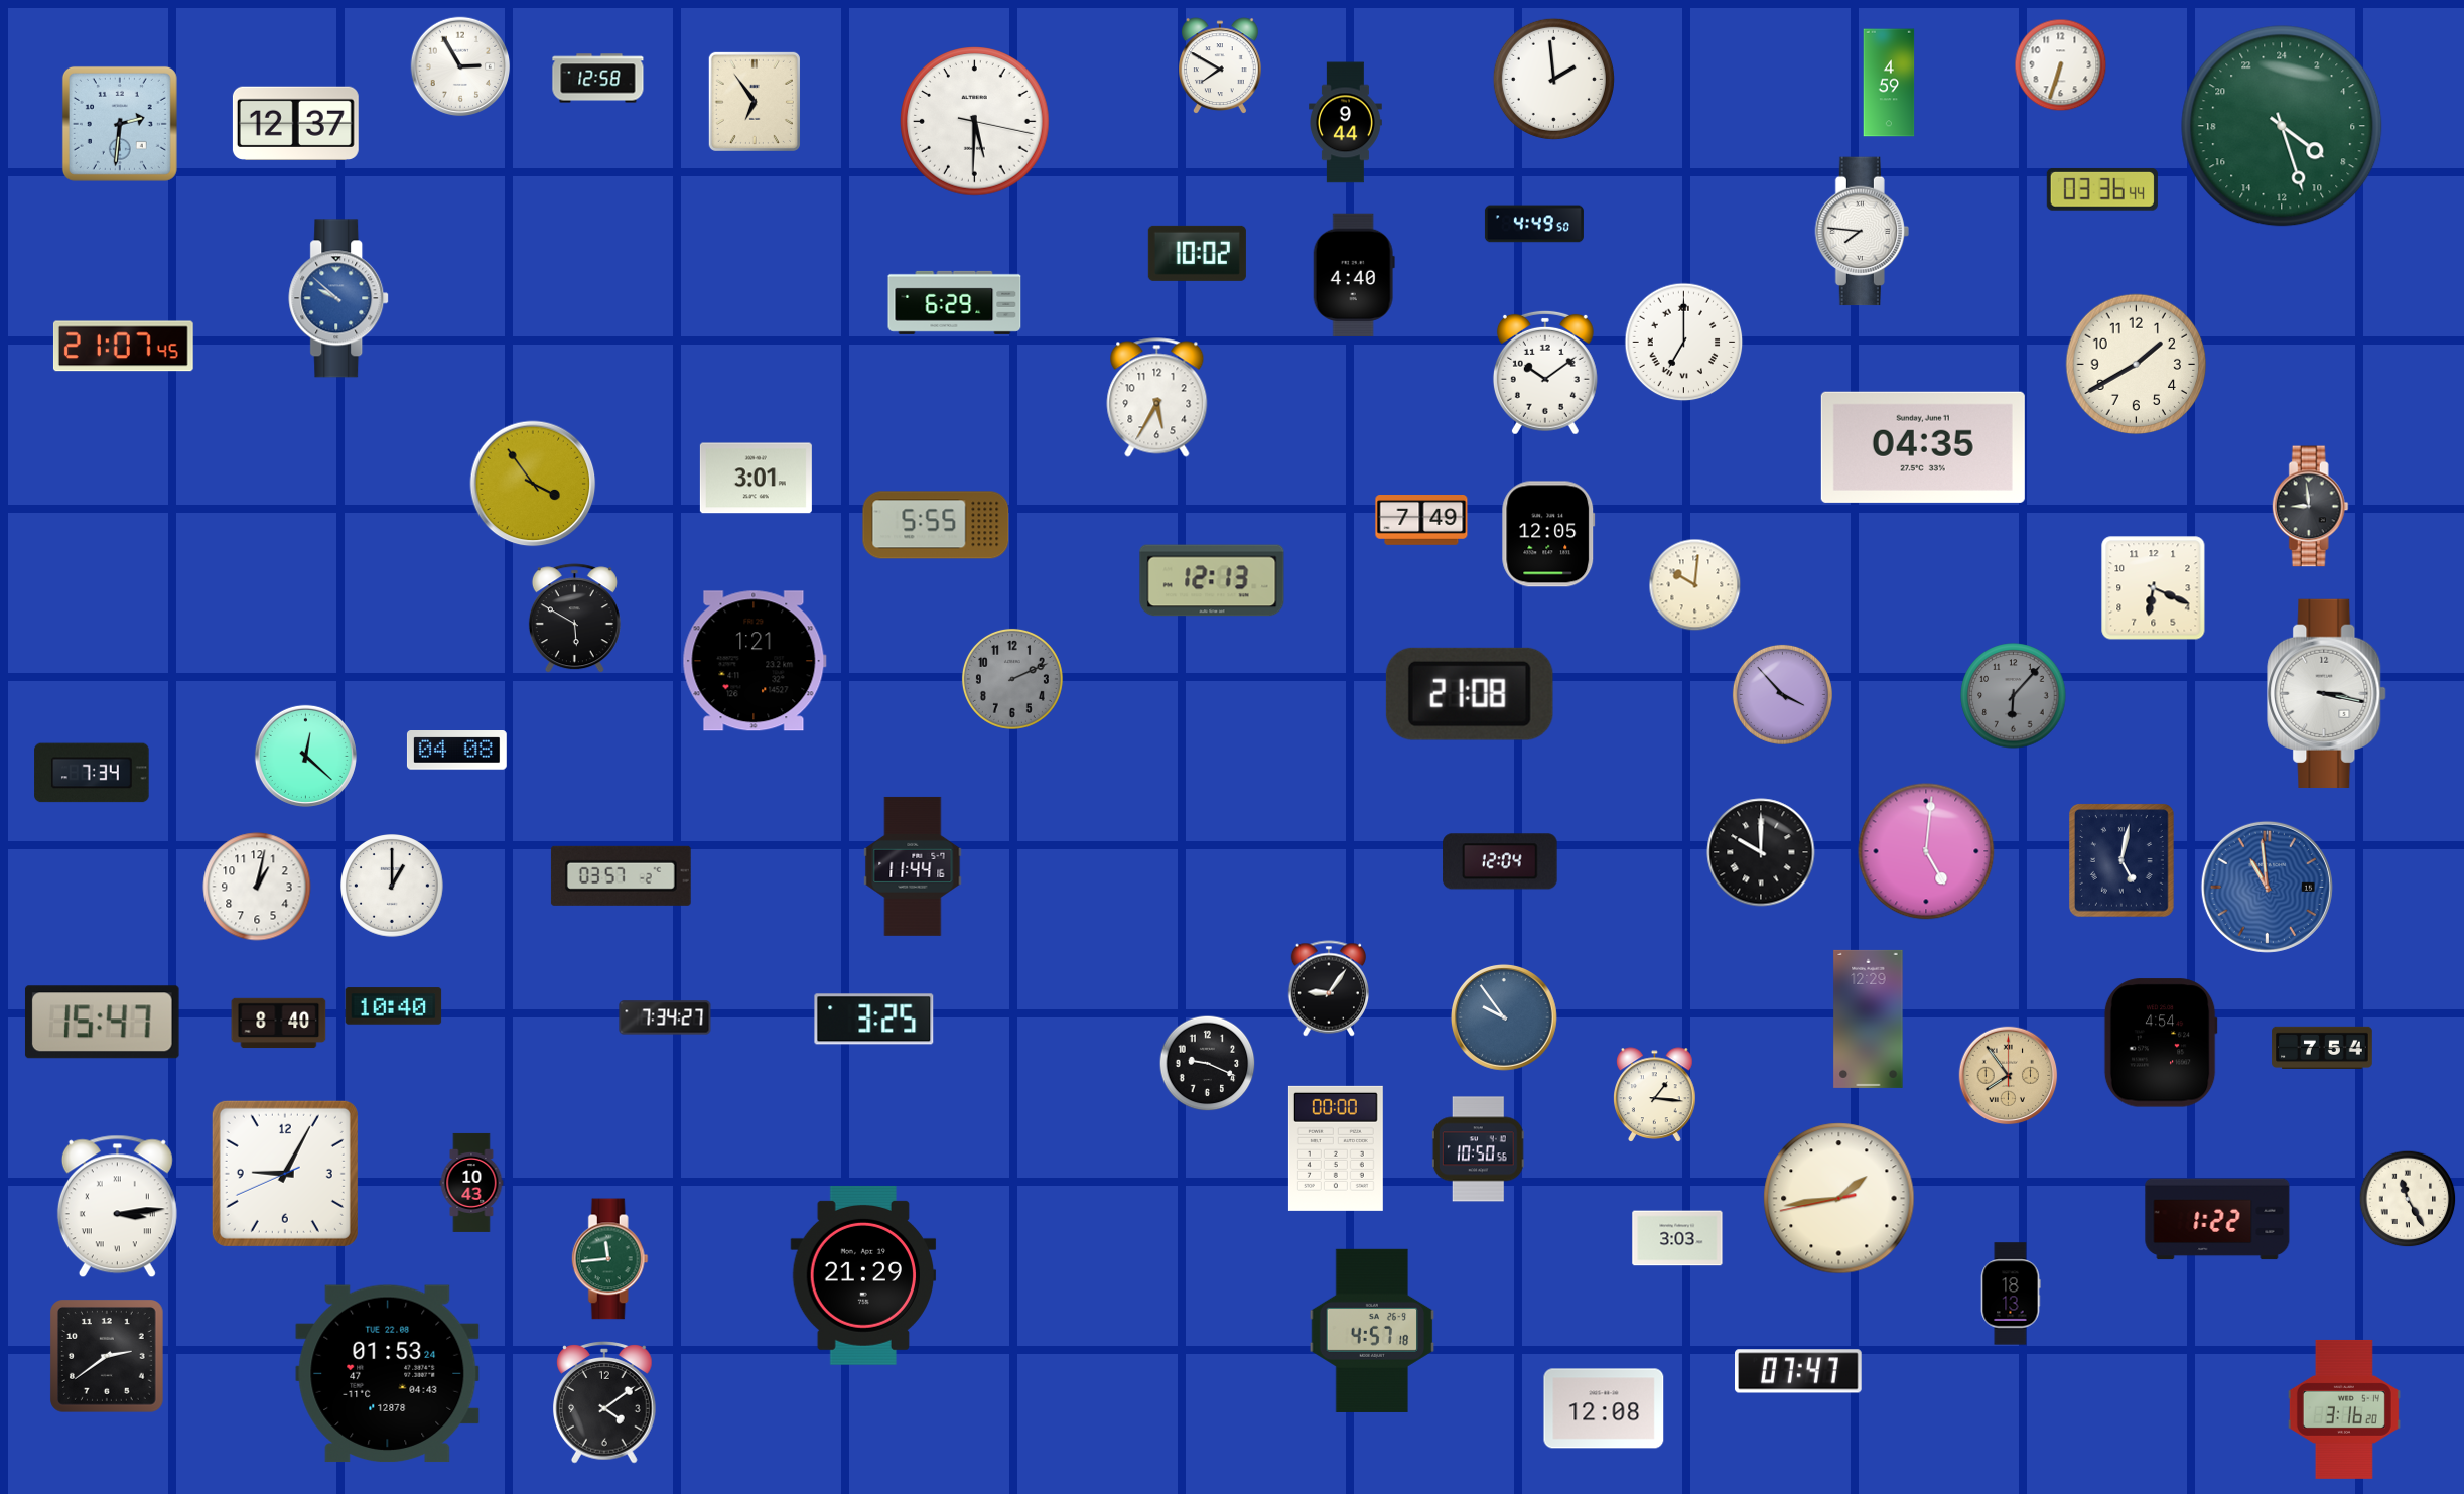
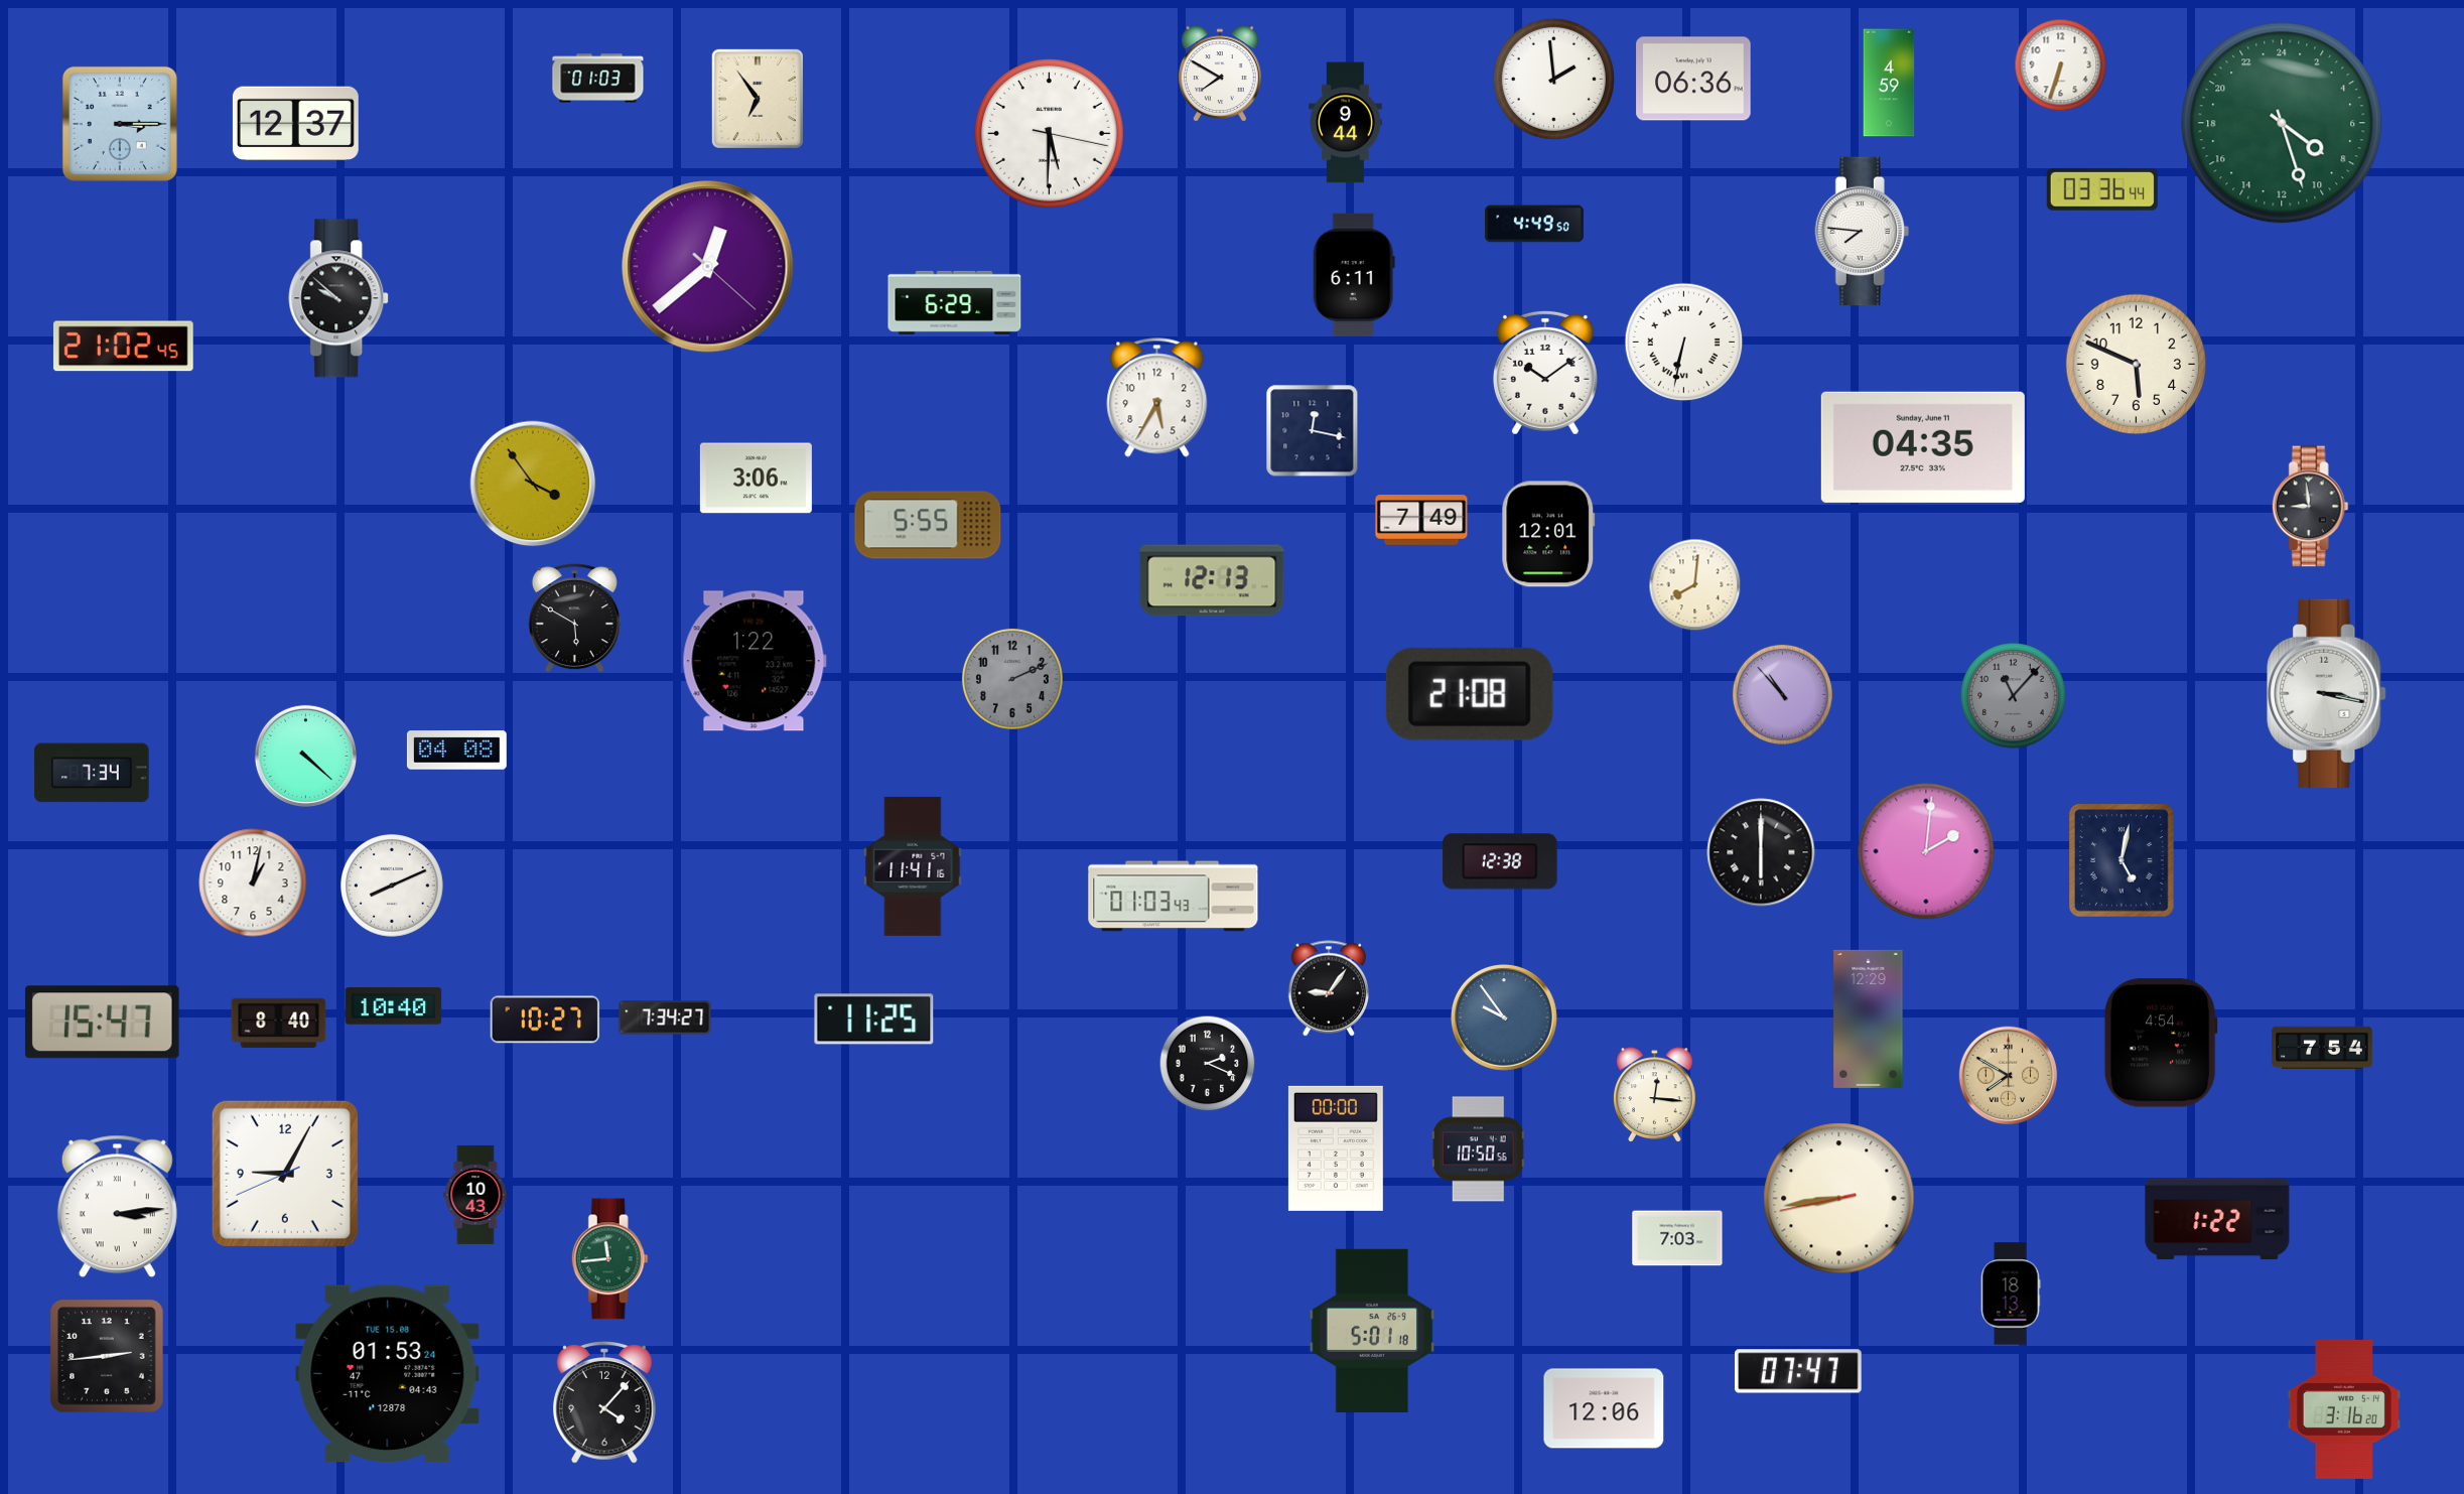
clock at (460, 66): 2:55 -> none
clock at (1220, 66) position: (1220, 66) -> (1220, 75)
clock at (598, 79): 12:58 -> 01:03
clock at (1693, 79): none -> 06:36
clock at (755, 102) position: (755, 102) -> (758, 99)
clock at (975, 122) position: (975, 122) -> (1050, 134)
clock at (120, 124): 2:31 -> 3:15
clock at (2282, 126) position: (2282, 126) -> (2282, 123)
clock at (1197, 253): 10:02 -> none
clock at (708, 267): none -> 12:38
clock at (1354, 274): 4:40 -> 6:11
clock at (339, 298) dial: blue -> black
clock at (1684, 343): 7:00 -> 6:32
clock at (123, 347): 21:07 -> 21:02
clock at (2137, 365): 1:40 -> 5:49
clock at (1313, 431): none -> 12:17
clock at (756, 479): 3:01 -> 3:06
clock at (936, 525) position: (936, 525) -> (928, 525)
clock at (1548, 534): 12:05 -> 12:01
clock at (1695, 585): 10:01 -> 8:01
clock at (2154, 588): 6:19 -> none
clock at (755, 661): 1:21 -> 1:22
clock at (1782, 694): 3:53 -> 10:53
clock at (2014, 696): 6:07 -> 11:07
clock at (305, 756): 12:22 -> 4:22
clock at (1926, 851): 5:01 -> 2:01
clock at (1761, 852): 10:00 -> 6:00
clock at (1500, 861): 12:04 -> 12:38
clock at (913, 866): 11:44 -> 11:41
clock at (621, 875): 03:57 -> none
clock at (257, 887) position: (257, 887) -> (253, 882)
clock at (393, 887): 1:00 -> 8:11
clock at (2267, 887): 10:59 -> none
clock at (1174, 897): none -> 01:03
clock at (545, 1020): none -> 10:27
clock at (874, 1020): 3:25 -> 11:25
clock at (1208, 1064): 9:19 -> 2:19
clock at (2009, 1076): 7:54 -> 7:50
clock at (1655, 1094): 1:16 -> 12:16
clock at (471, 1183) position: (471, 1183) -> (475, 1195)
clock at (1839, 1199): 1:43 -> 8:43
clock at (2408, 1199): 11:25 -> none
clock at (1677, 1238): 3:03 -> 7:03
clock at (863, 1275): 21:29 -> none
clock at (1372, 1331): 4:57 -> 5:01
clock at (108, 1357): 2:39 -> 2:44
clock at (388, 1374) date: TUE 22.08 -> TUE 15.08
clock at (604, 1402): 4:09 -> 4:07
clock at (1604, 1408): 12:08 -> 12:06
